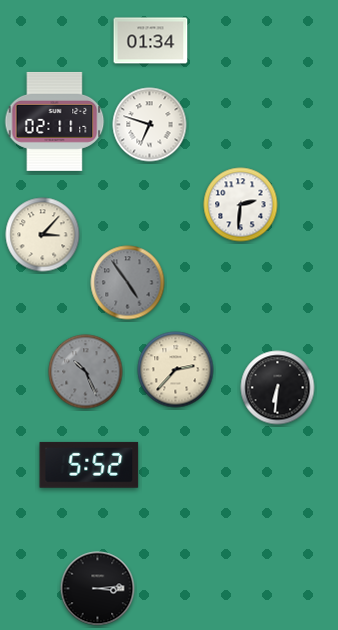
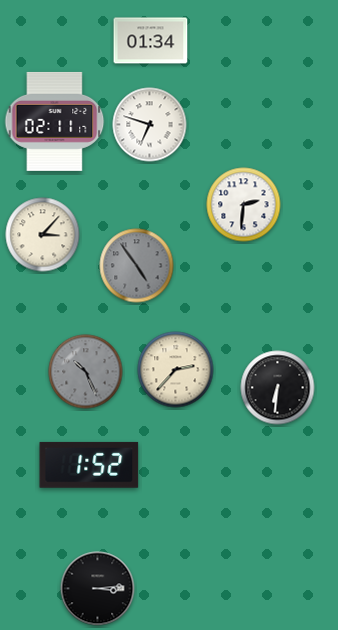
clock at (241, 205) position: (241, 205) -> (244, 205)
clock at (128, 283) position: (128, 283) -> (137, 266)
clock at (89, 465): 5:52 -> 1:52
